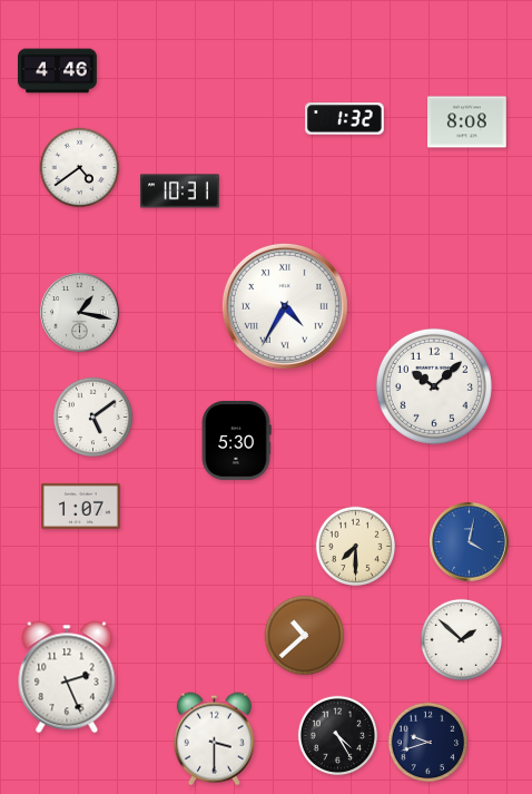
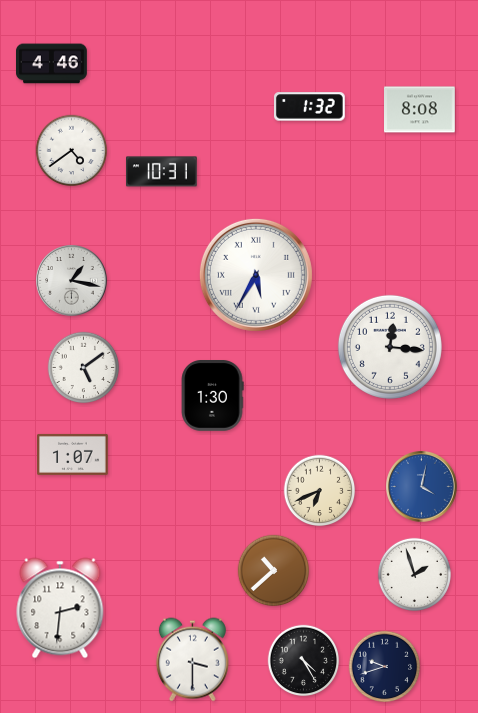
clock at (285, 306): 4:35 -> 5:35
clock at (434, 386): 10:08 -> 12:16
clock at (93, 418) position: (93, 418) -> (84, 368)
clock at (236, 441): 5:30 -> 1:30
clock at (356, 547): 7:30 -> 6:41
clock at (461, 639): 1:52 -> 1:57
clock at (67, 677): 2:26 -> 2:31
clock at (214, 739) position: (214, 739) -> (192, 660)
